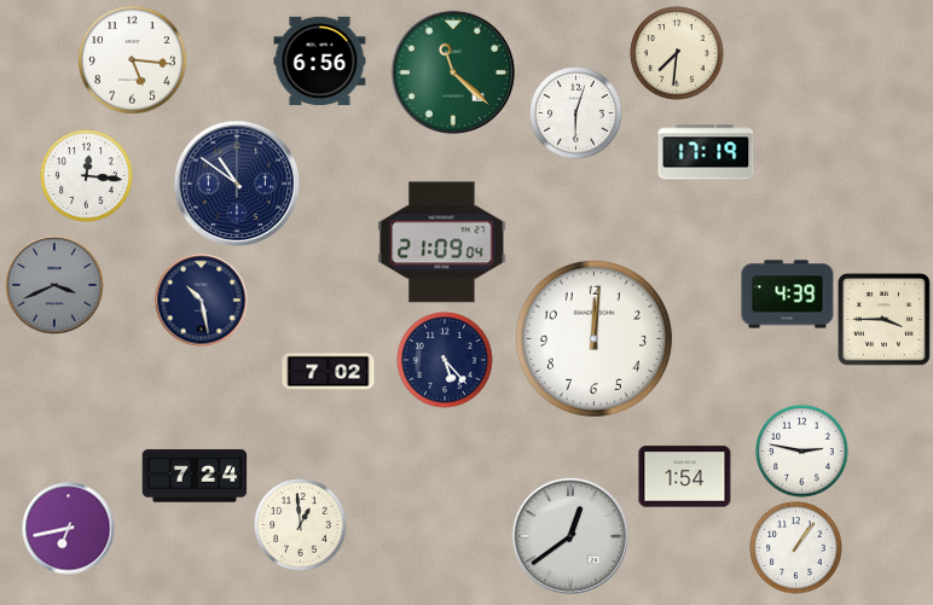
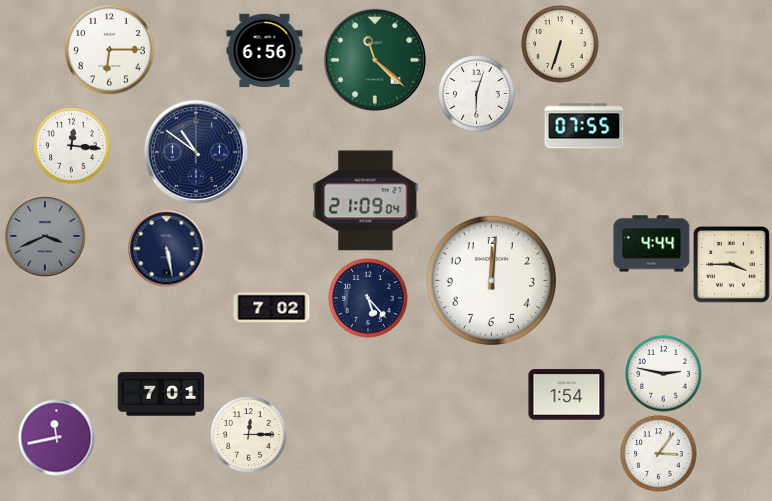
clock at (677, 53): 7:31 -> 6:33
clock at (133, 60): 5:16 -> 6:15
clock at (706, 152): 17:19 -> 07:55
clock at (788, 295): 4:39 -> 4:44
clock at (202, 301): 10:28 -> 5:28
clock at (195, 476): 7:24 -> 7:01
clock at (301, 525): 12:59 -> 12:15
clock at (69, 529): 6:43 -> 11:43
clock at (570, 536): 12:39 -> none
clock at (796, 548): 1:06 -> 3:06
